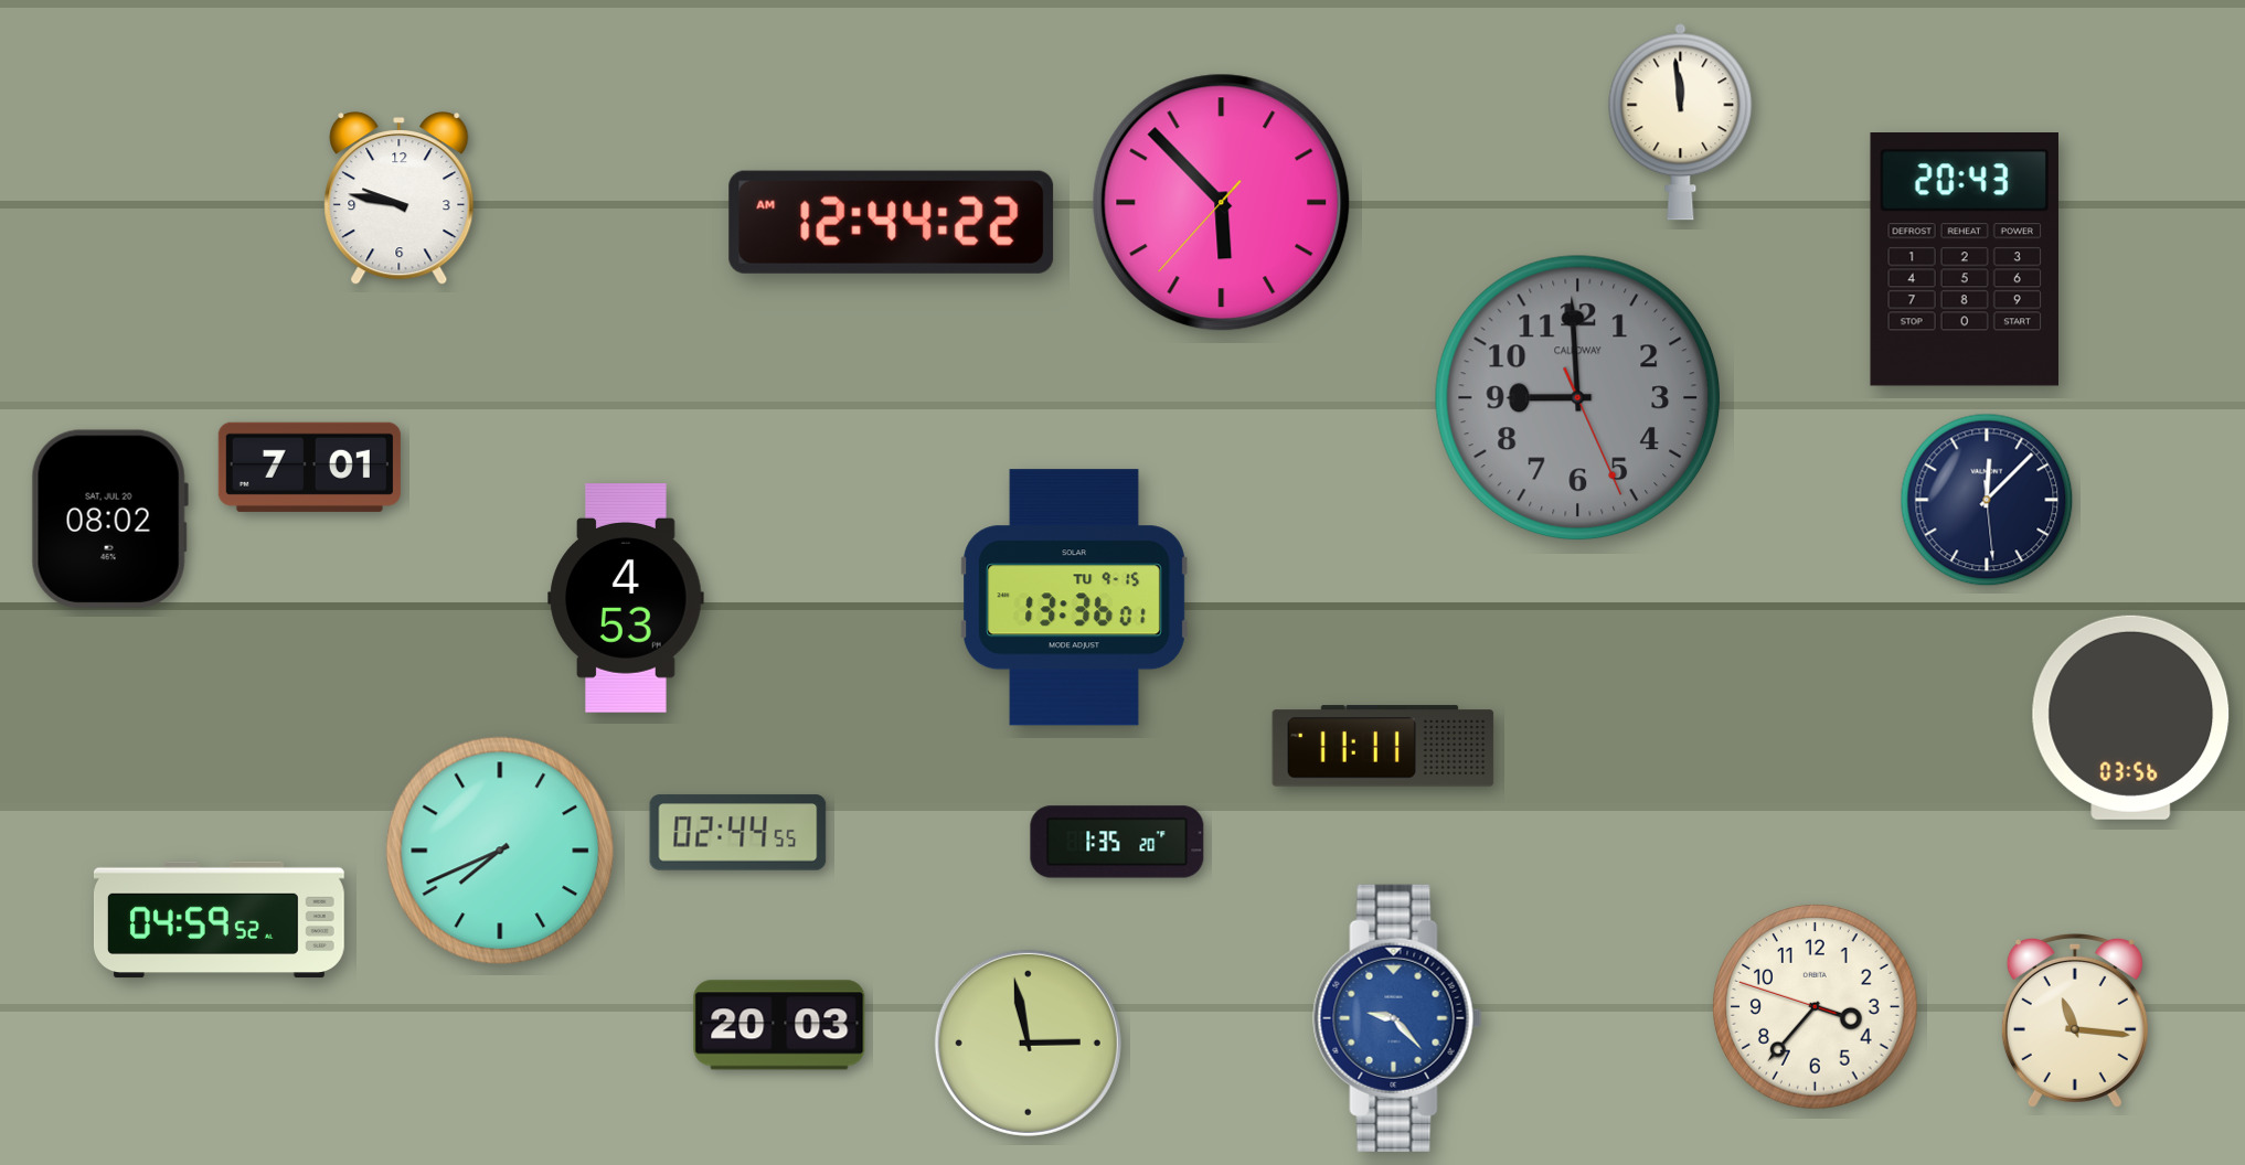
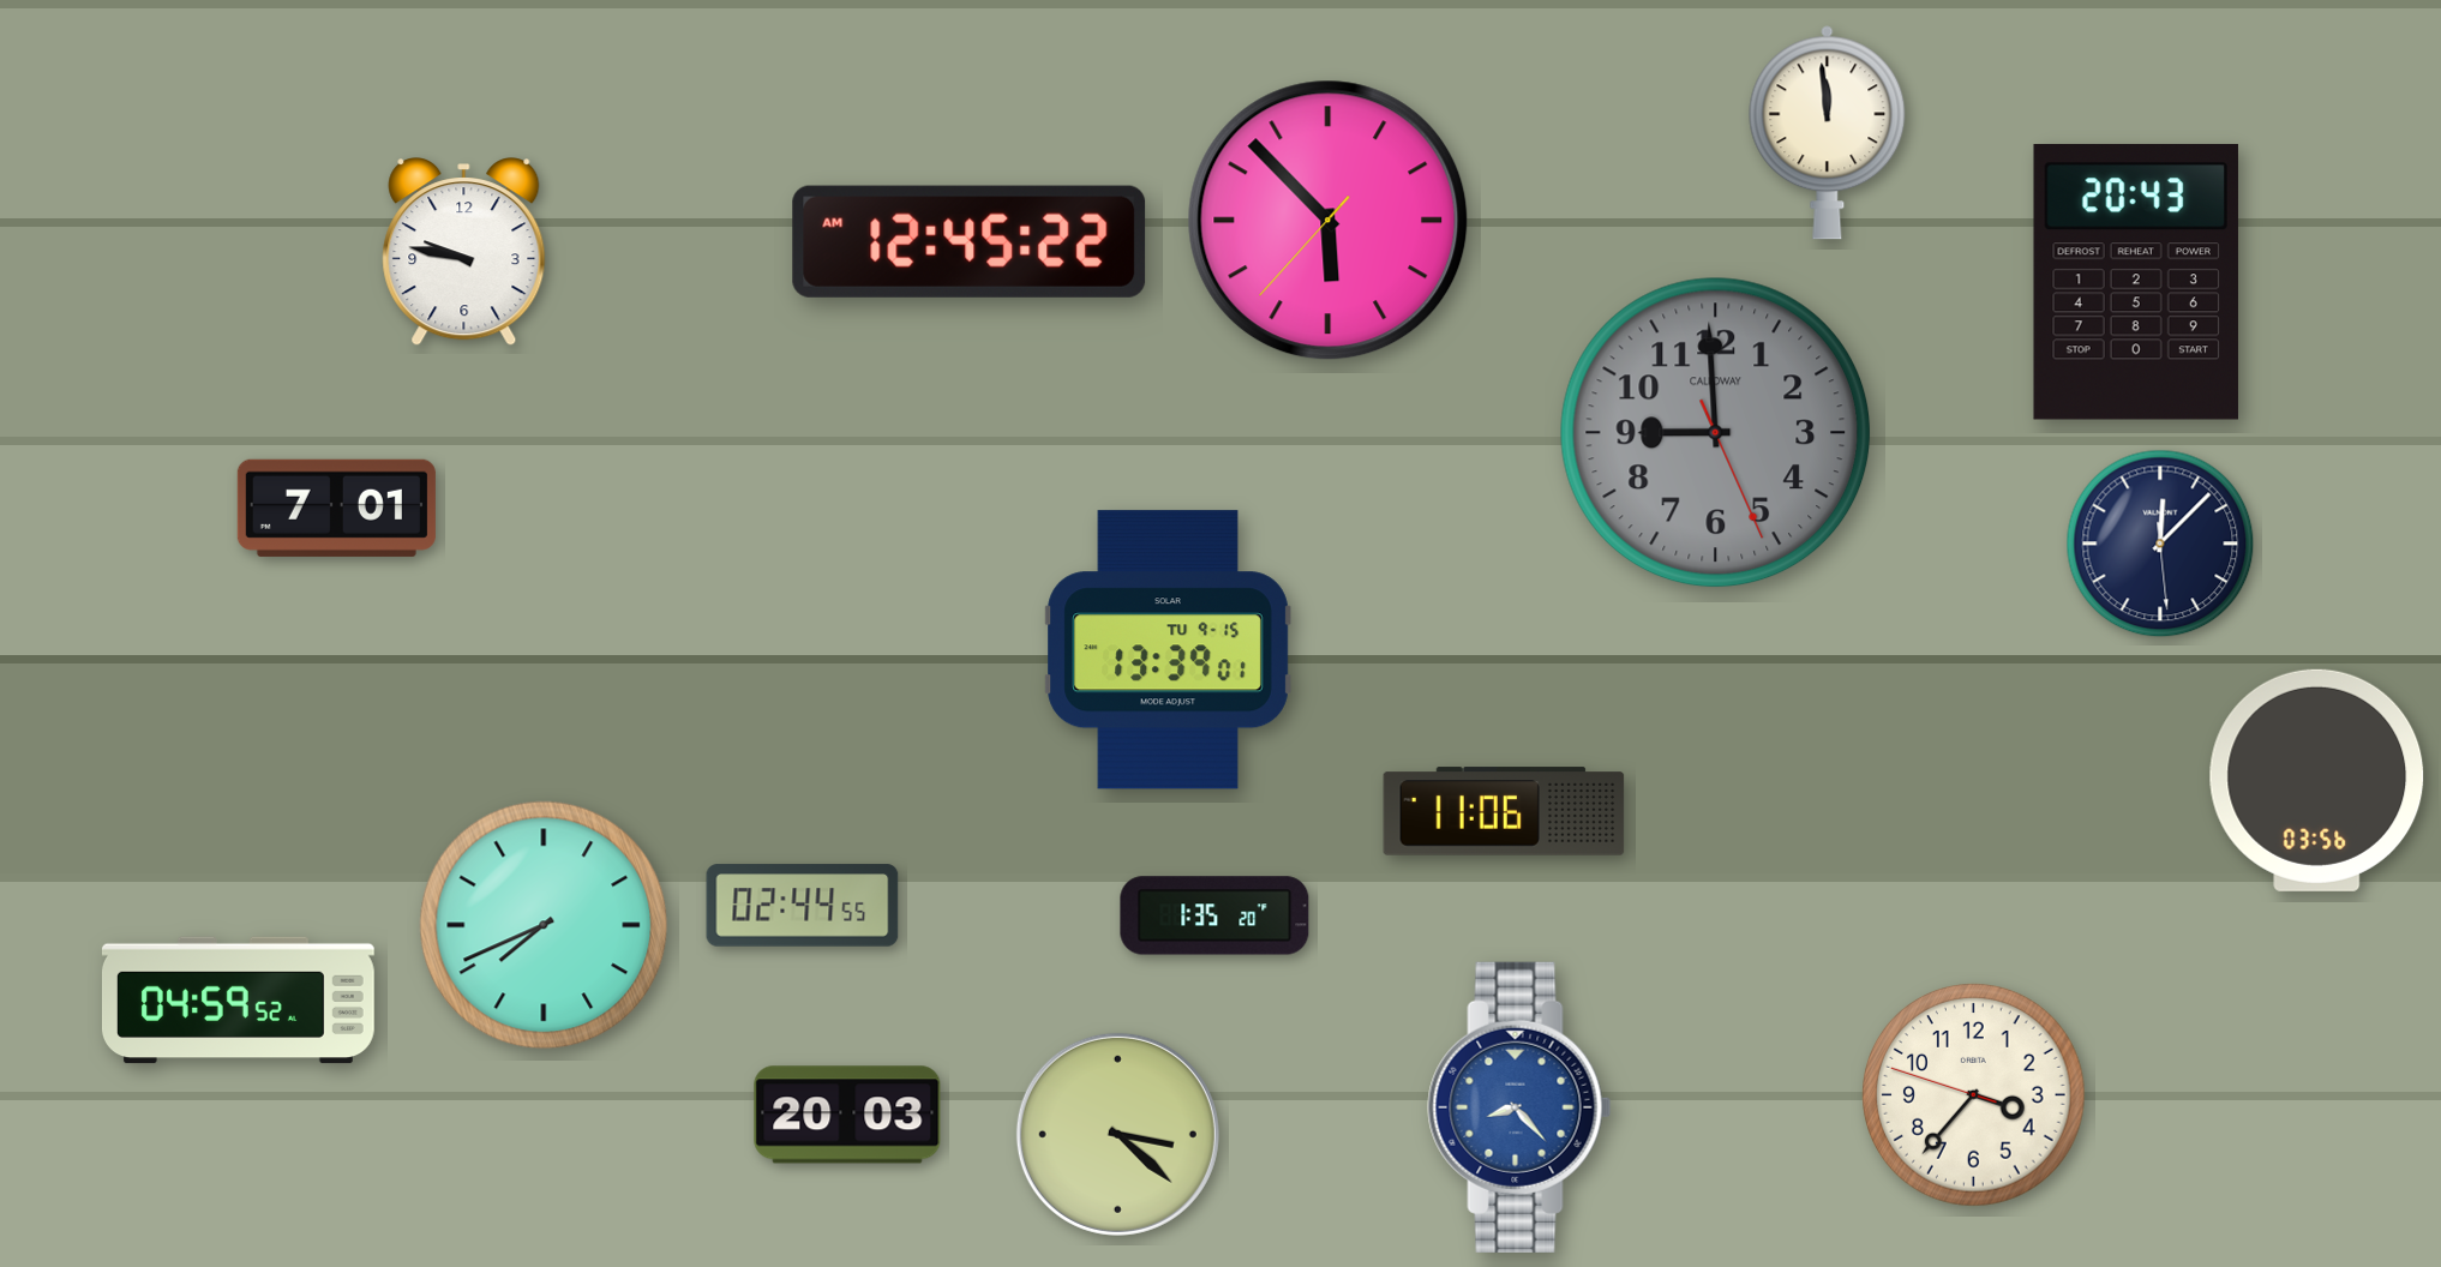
clock at (400, 199) position: (400, 199) -> (464, 252)
clock at (892, 222): 12:44 -> 12:45
clock at (109, 519): 08:02 -> none
clock at (1074, 598): 13:36 -> 13:39
clock at (626, 599): 4:53 -> none
clock at (1383, 746): 11:11 -> 11:06
clock at (1397, 1018): 9:23 -> 8:23
clock at (2075, 1020): 11:16 -> none
clock at (1028, 1043): 2:58 -> 3:22
